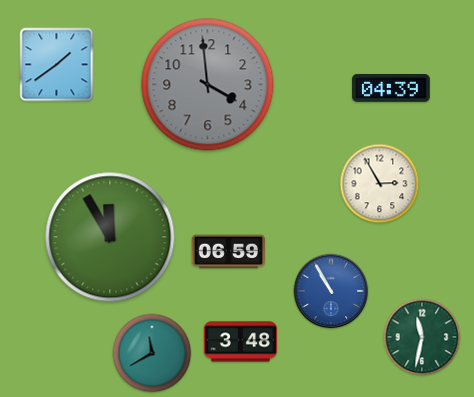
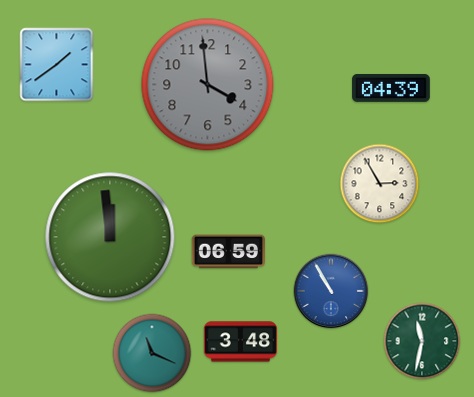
clock at (110, 237): 11:55 -> 11:59
clock at (422, 337) position: (422, 337) -> (422, 341)
clock at (152, 353): 11:40 -> 11:19
